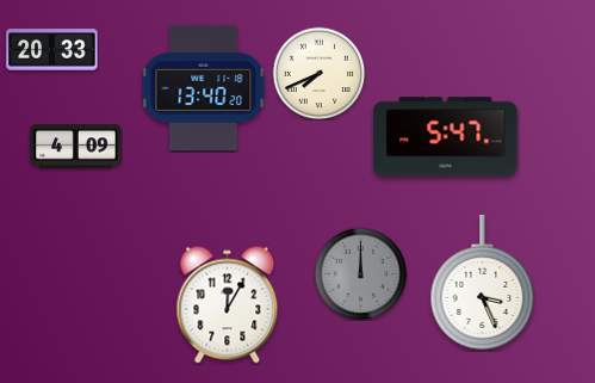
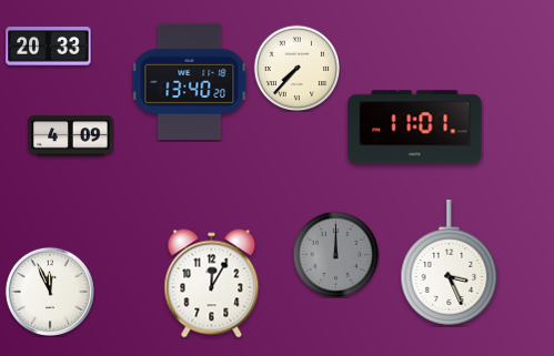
clock at (318, 73): 7:41 -> 7:37
clock at (446, 137): 5:47 -> 11:01
clock at (50, 292): none -> 11:56
